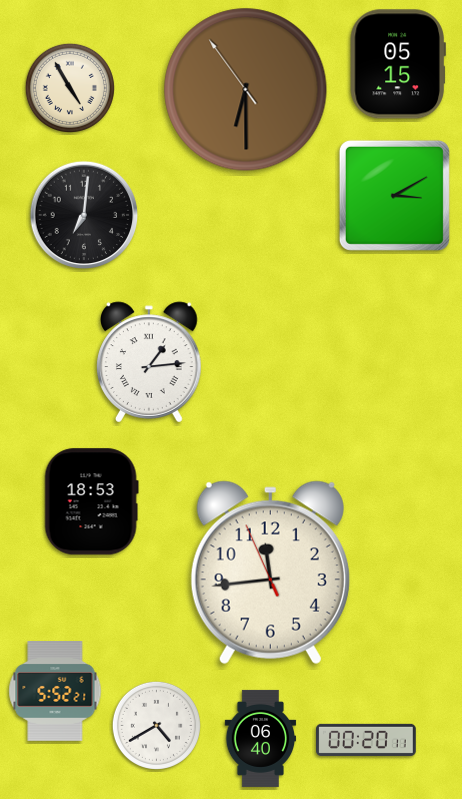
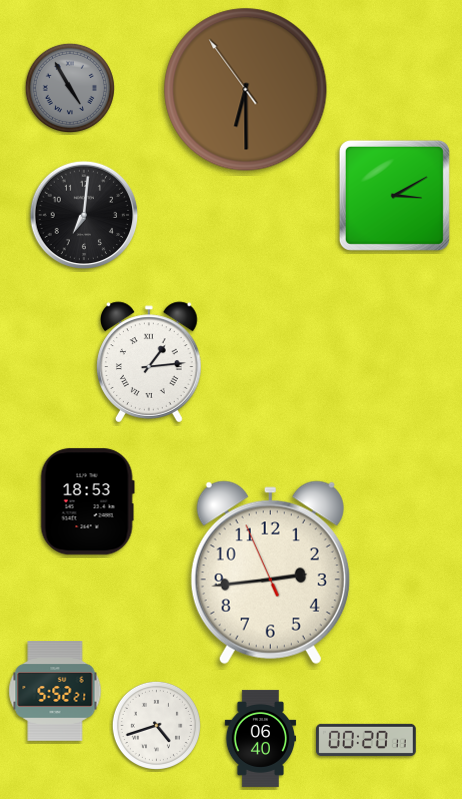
clock at (398, 64): 05:15 -> none
clock at (70, 88) dial: cream -> grey
clock at (91, 502) position: (91, 502) -> (87, 502)
clock at (270, 572): 11:43 -> 2:43
clock at (156, 725): 4:40 -> 4:42
